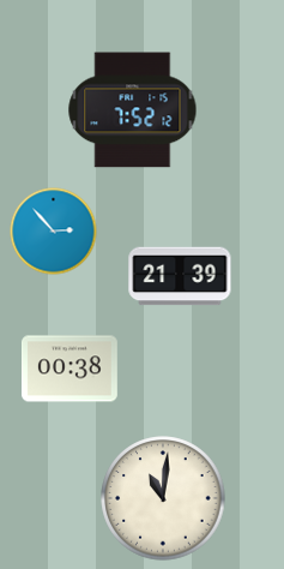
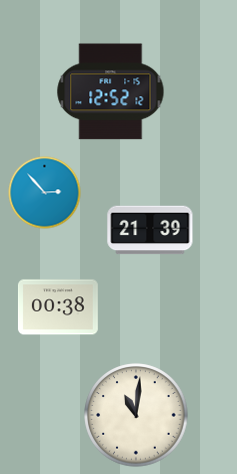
clock at (133, 110): 7:52 -> 12:52
